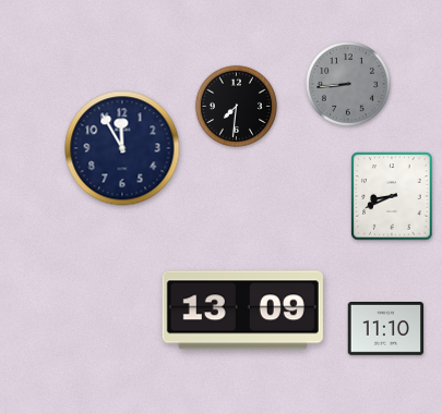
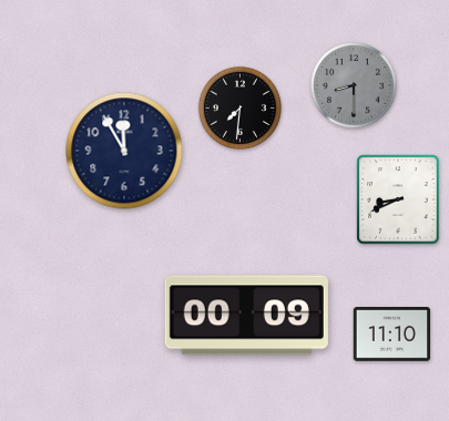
clock at (349, 85): 8:44 -> 8:30
clock at (242, 310): 13:09 -> 00:09
